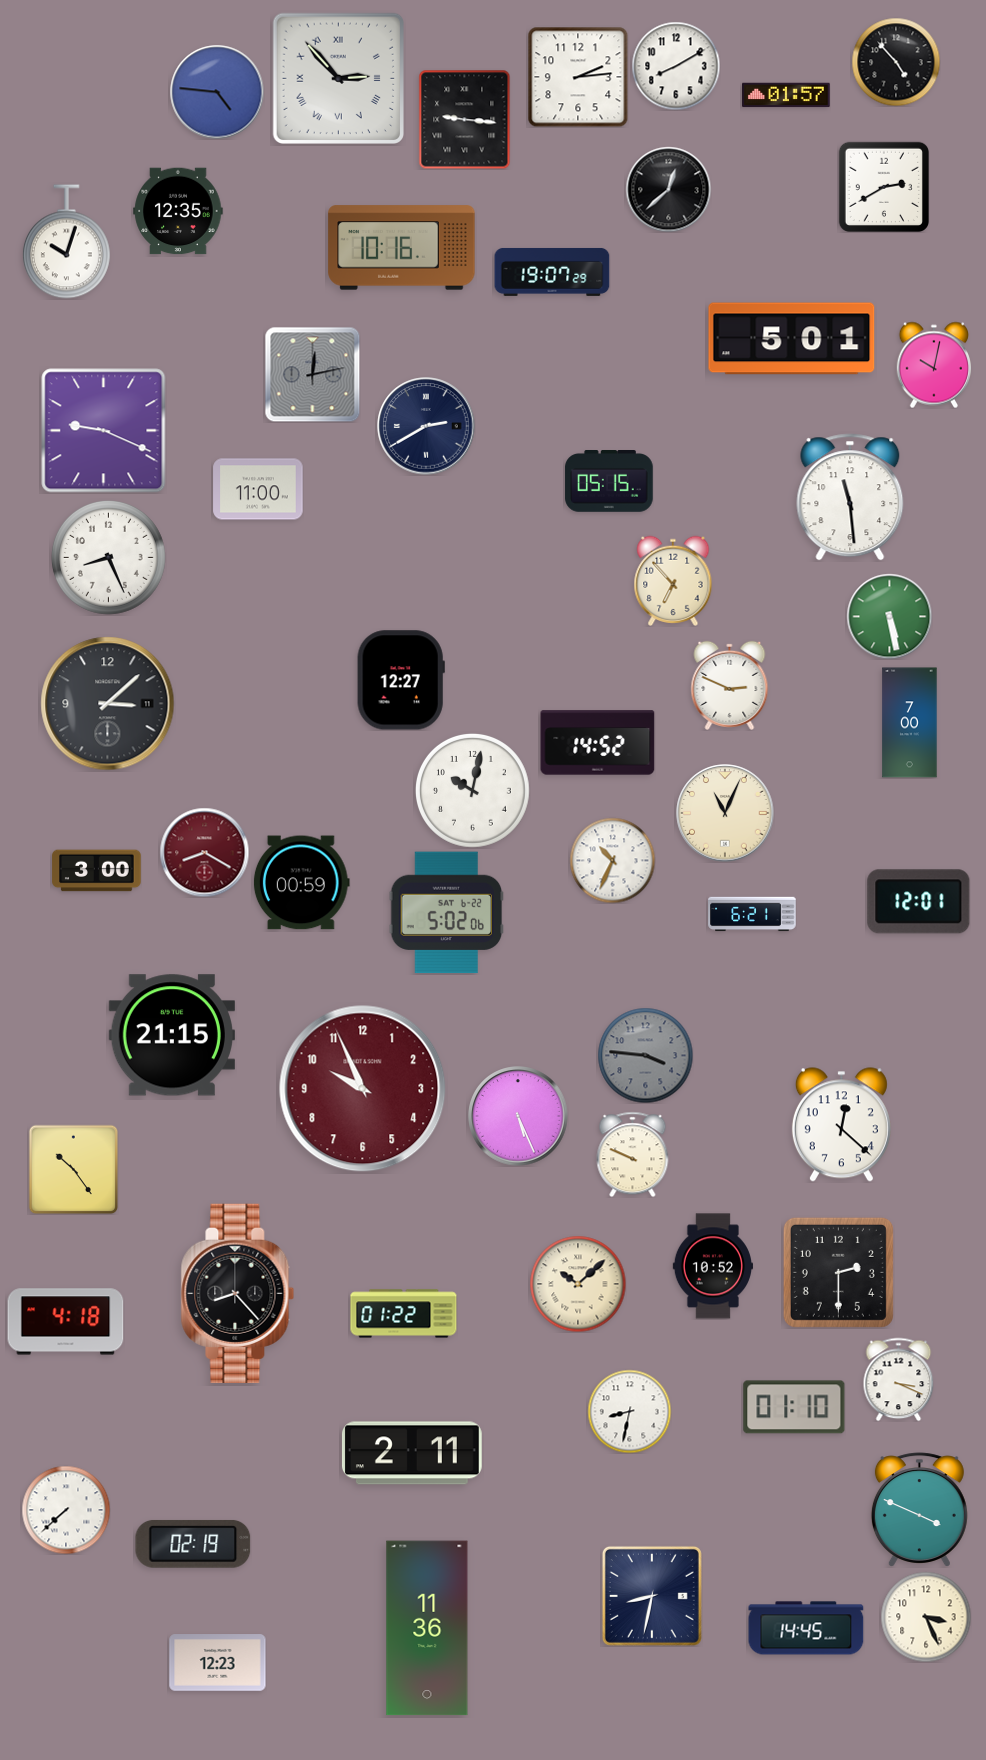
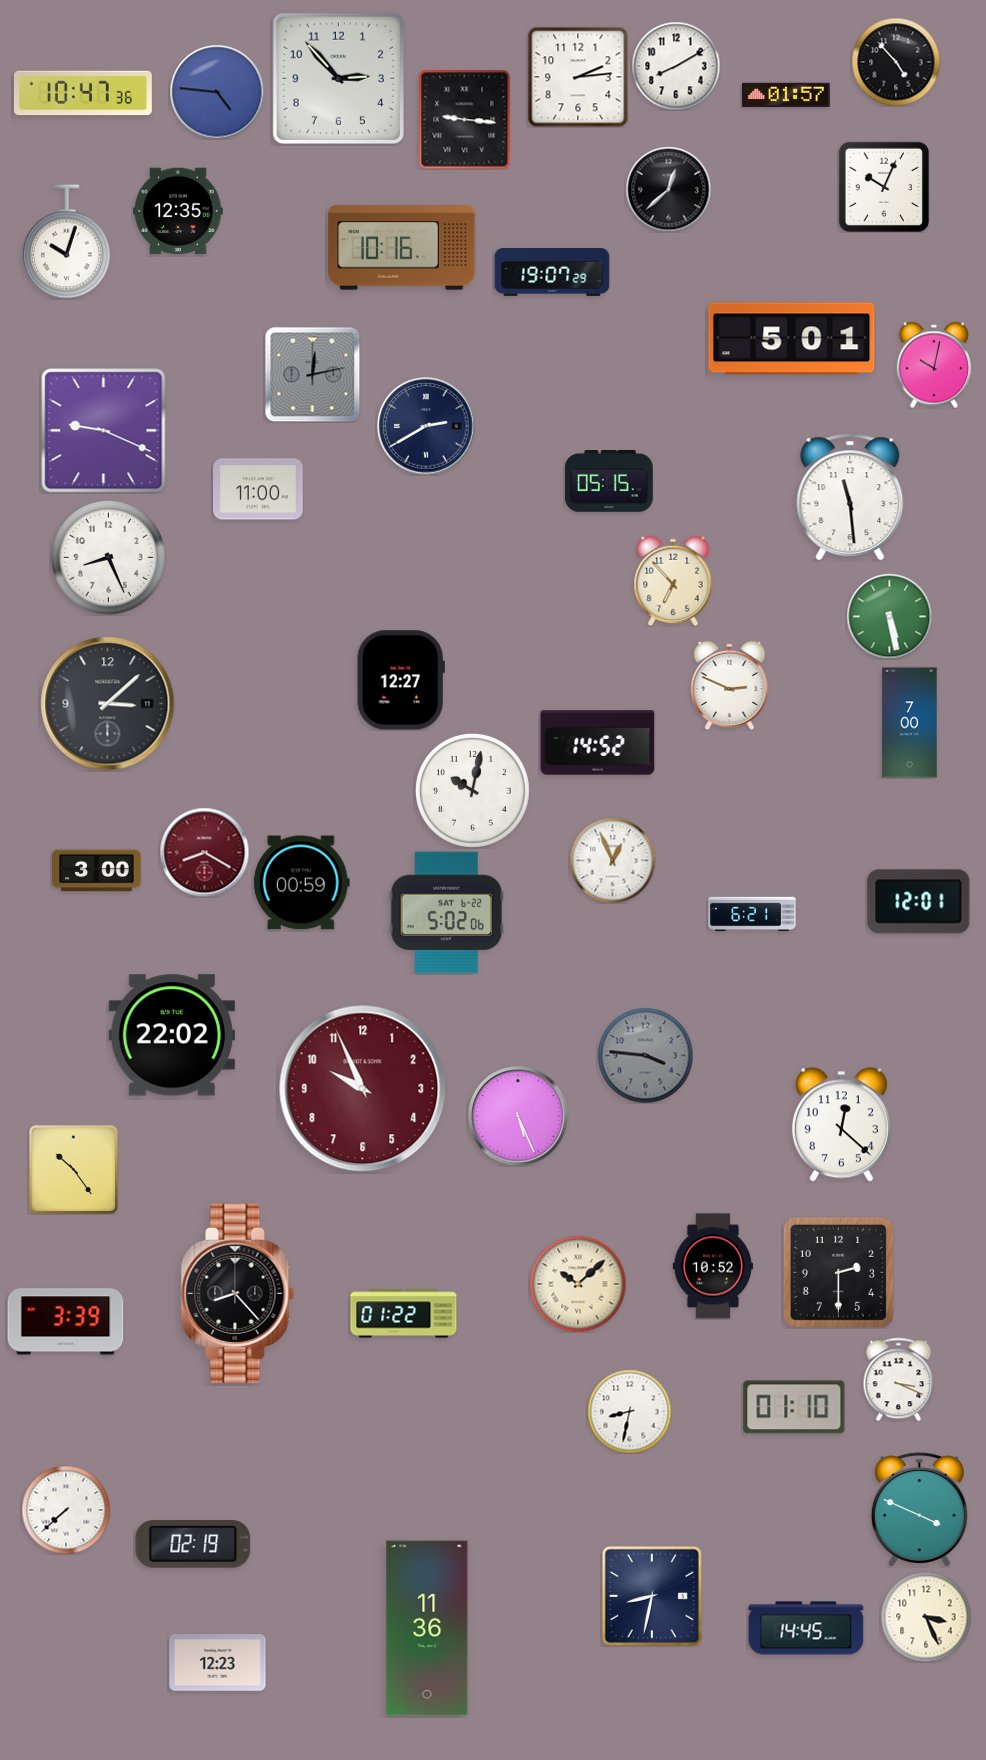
clock at (338, 78) numerals: Roman -> Arabic
clock at (83, 93): none -> 10:47
clock at (883, 186): 2:40 -> 10:04
clock at (725, 813): 11:04 -> none
clock at (612, 860): 10:34 -> 12:56
clock at (172, 1035): 21:15 -> 22:02
clock at (633, 1154): 9:49 -> none
clock at (66, 1322): 4:18 -> 3:39
clock at (412, 1453): 2:11 -> none
